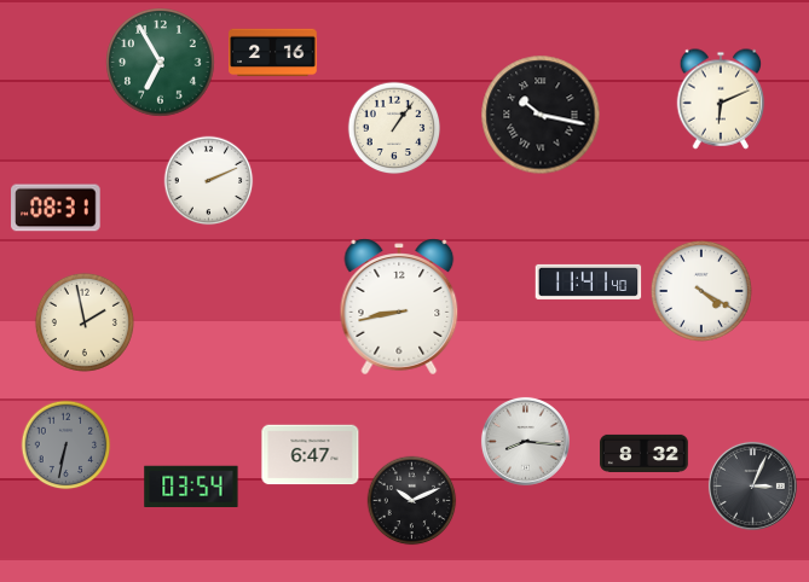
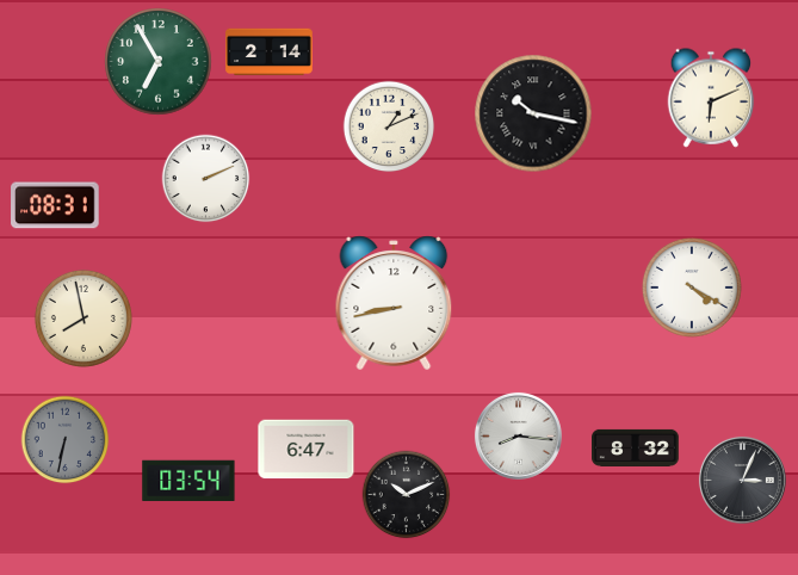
clock at (273, 53): 2:16 -> 2:14
clock at (394, 128): 1:06 -> 1:11
clock at (589, 281): 11:41 -> none
clock at (85, 322): 1:58 -> 7:58
